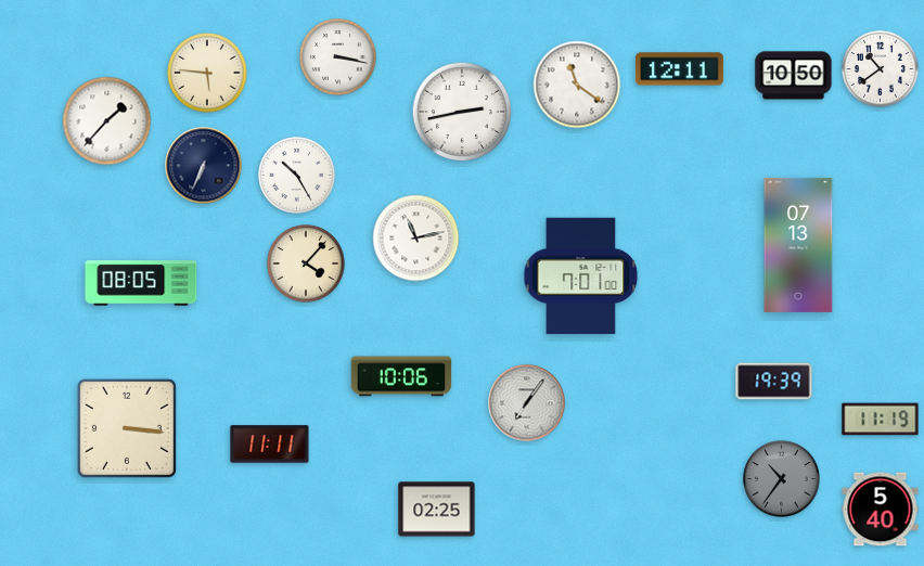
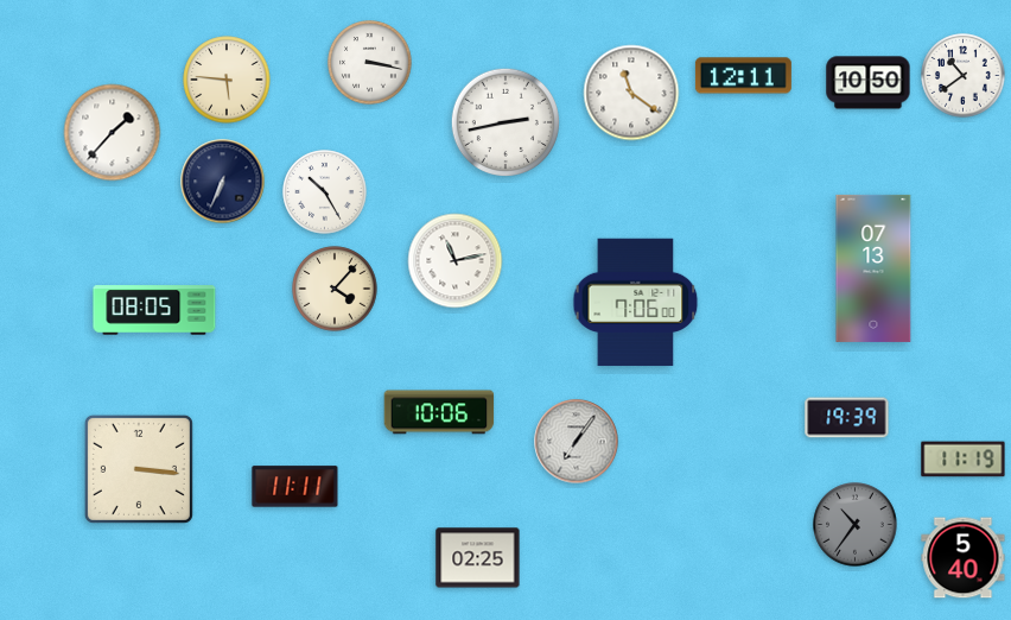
clock at (107, 121) position: (107, 121) -> (113, 133)
clock at (581, 276): 7:01 -> 7:06
